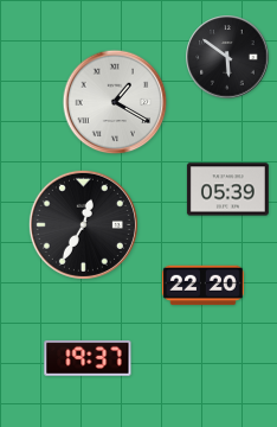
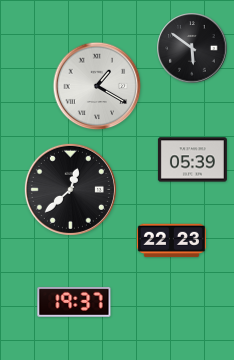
clock at (83, 224): 12:35 -> 12:38
clock at (202, 286): 22:20 -> 22:23
